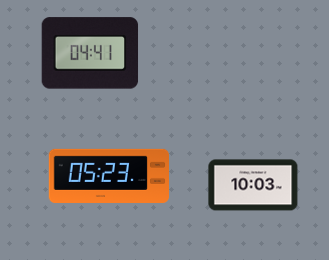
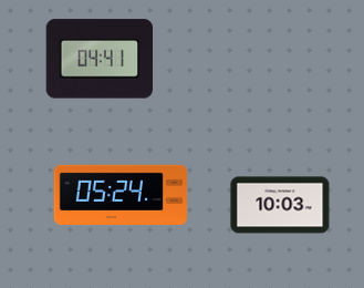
clock at (108, 176): 05:23 -> 05:24
